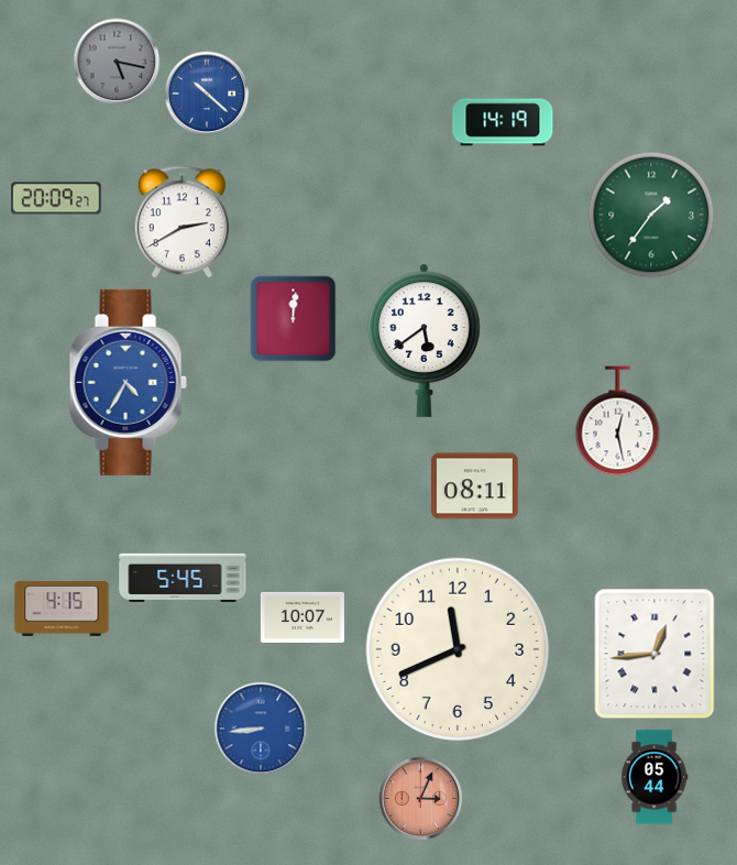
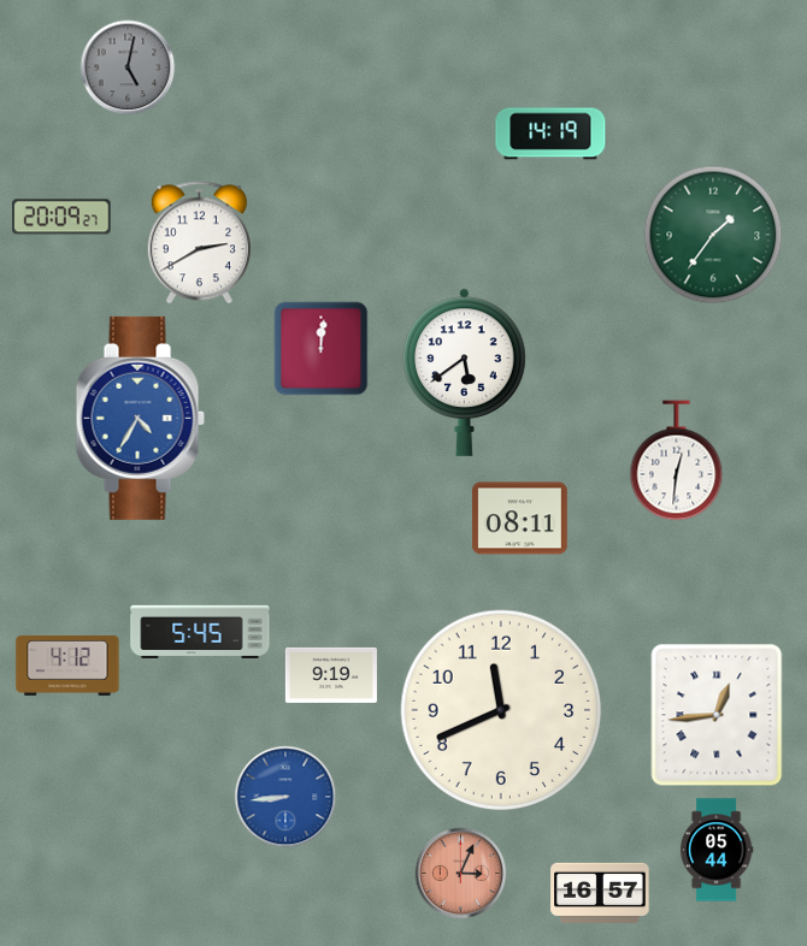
clock at (117, 62): 5:17 -> 5:02
clock at (207, 94): 10:22 -> none
clock at (618, 421): 12:28 -> 12:31
clock at (474, 486) position: (474, 486) -> (519, 519)
clock at (62, 610): 4:15 -> 4:12
clock at (302, 617): 10:07 -> 9:19
clock at (600, 893): none -> 16:57
